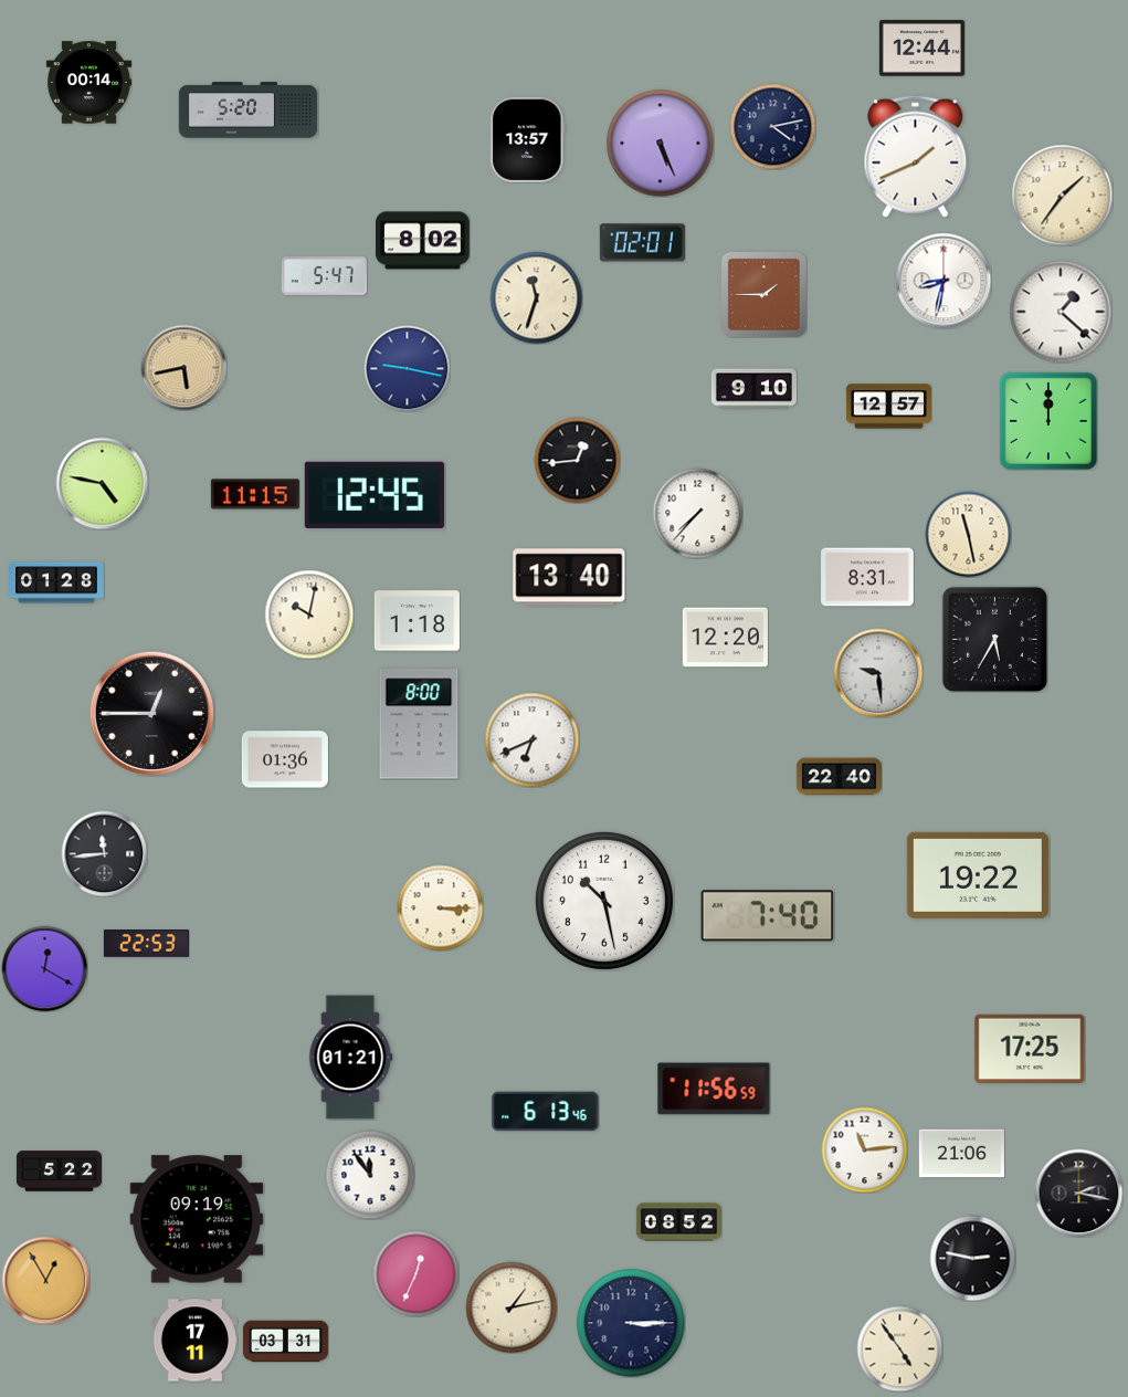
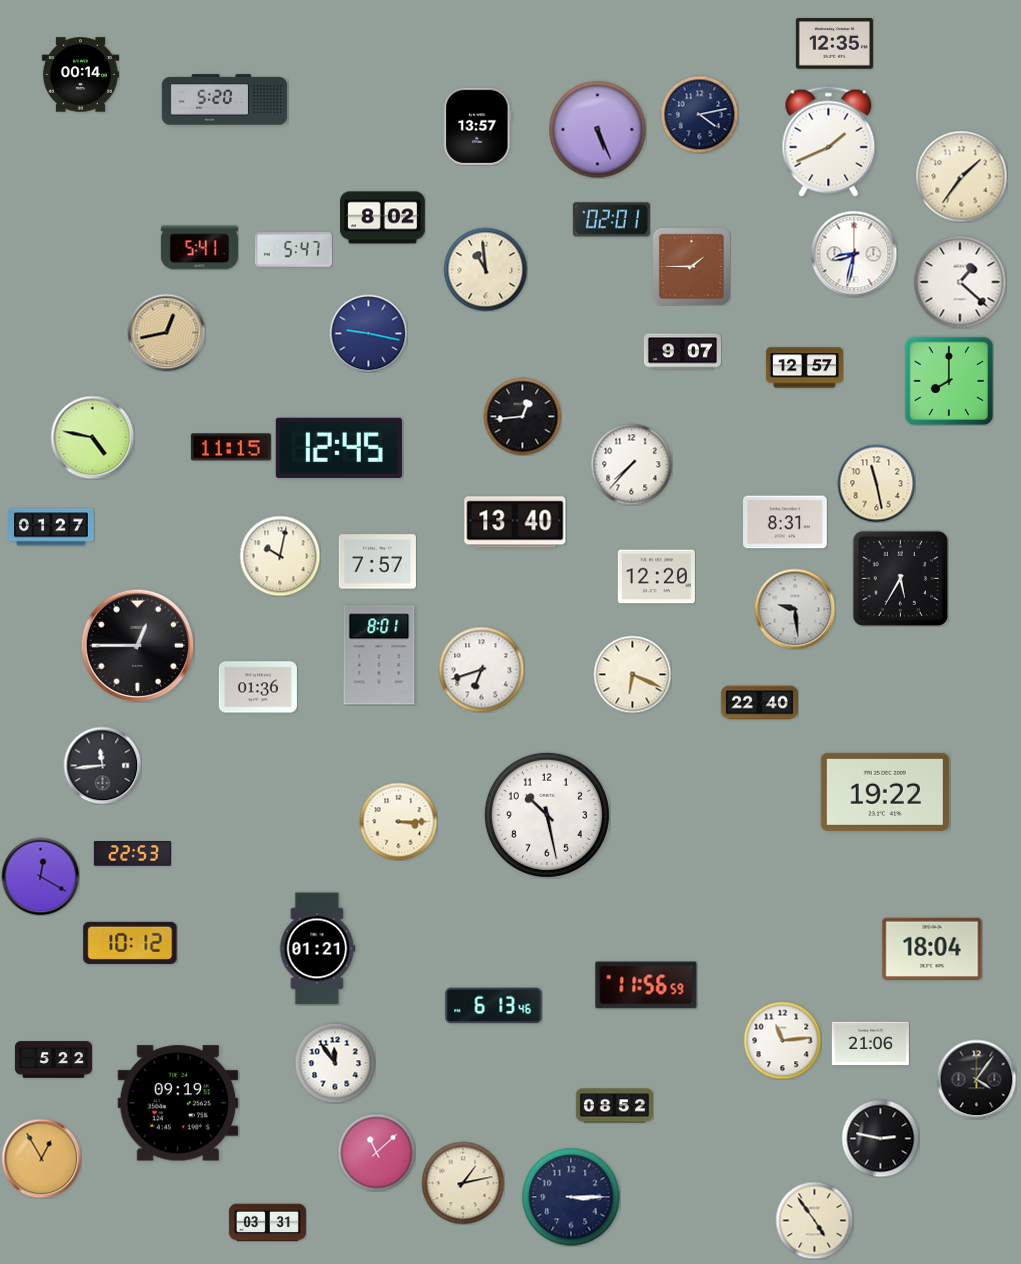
clock at (921, 49): 12:44 -> 12:35
clock at (642, 243) position: (642, 243) -> (611, 220)
clock at (199, 248): none -> 5:41
clock at (536, 297): 11:33 -> 10:59
clock at (183, 367): 5:43 -> 12:43
clock at (753, 389): 9:10 -> 9:07
clock at (1047, 420): 12:00 -> 8:00
clock at (56, 582): 01:28 -> 01:27
clock at (417, 621): 1:18 -> 7:57
clock at (419, 724): 8:00 -> 8:01
clock at (531, 739): 6:41 -> 6:42
clock at (632, 674): none -> 6:19
clock at (104, 853) position: (104, 853) -> (102, 765)
clock at (768, 916): 7:40 -> none
clock at (130, 943): none -> 10:12
clock at (1030, 1048): 17:25 -> 18:04
clock at (350, 1058) position: (350, 1058) -> (317, 949)
clock at (1078, 1193): 2:17 -> 4:06
clock at (415, 1273): 12:34 -> 11:08
clock at (194, 1341): 17:11 -> none
clock at (285, 1342) position: (285, 1342) -> (267, 1223)
